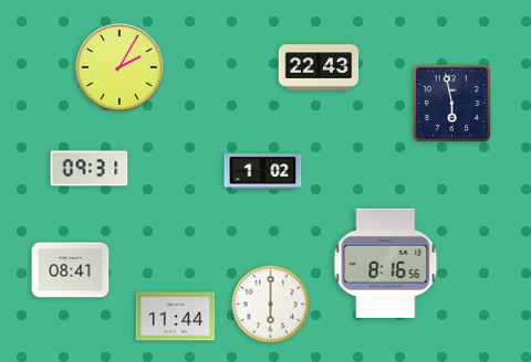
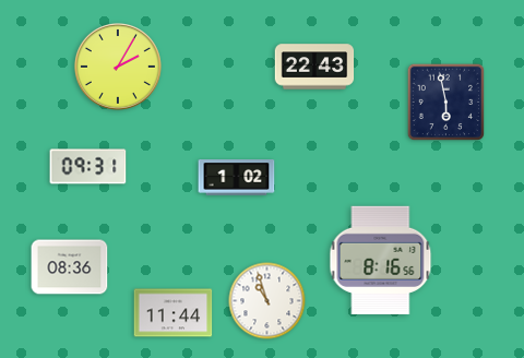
clock at (263, 172) position: (263, 172) -> (237, 178)
clock at (71, 270): 08:41 -> 08:36
clock at (271, 305): 6:00 -> 10:57
